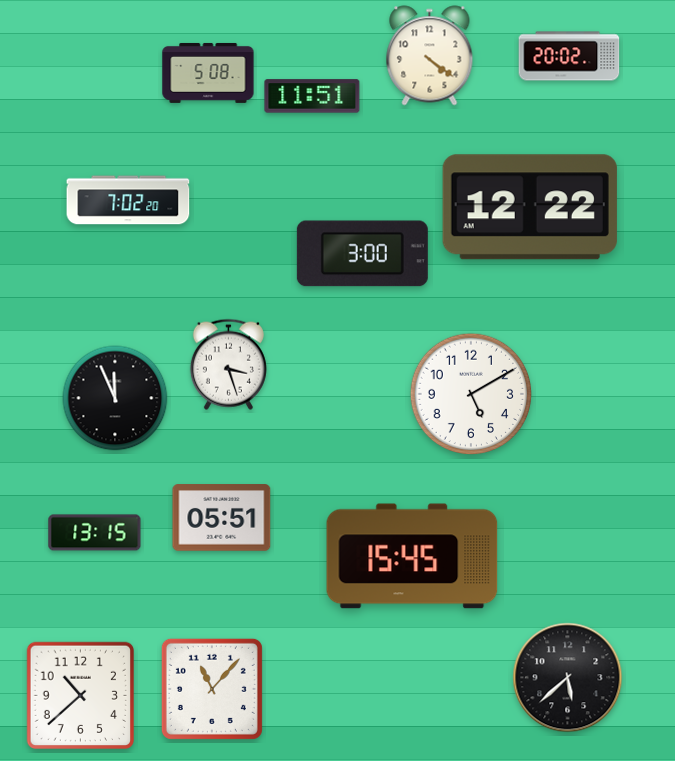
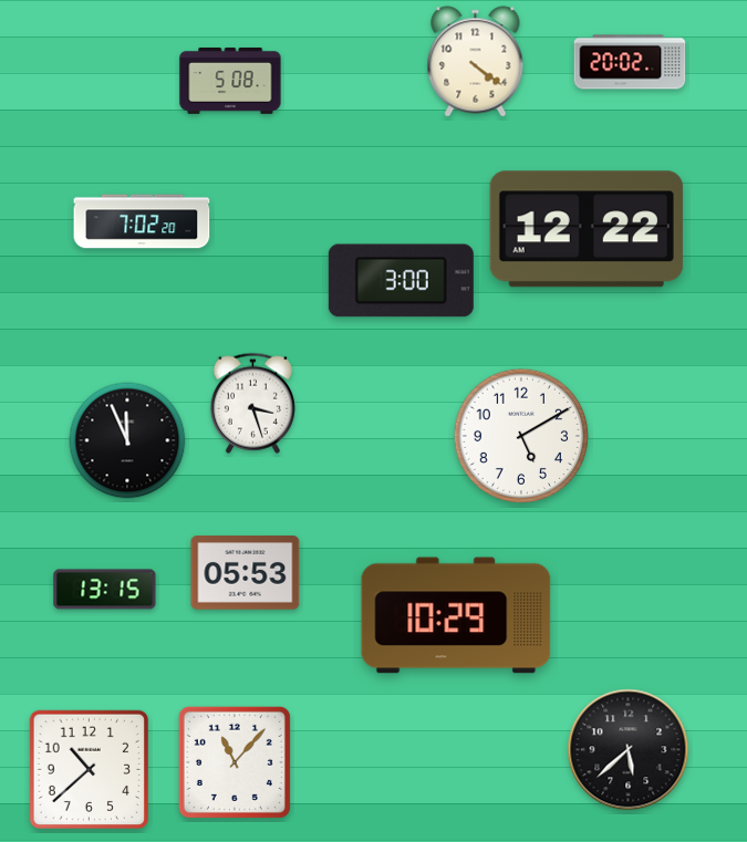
clock at (312, 96): 11:51 -> none
clock at (222, 518): 05:51 -> 05:53
clock at (412, 556): 15:45 -> 10:29
